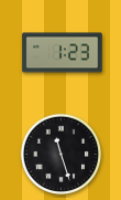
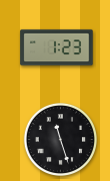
clock at (61, 154) position: (61, 154) -> (60, 139)
